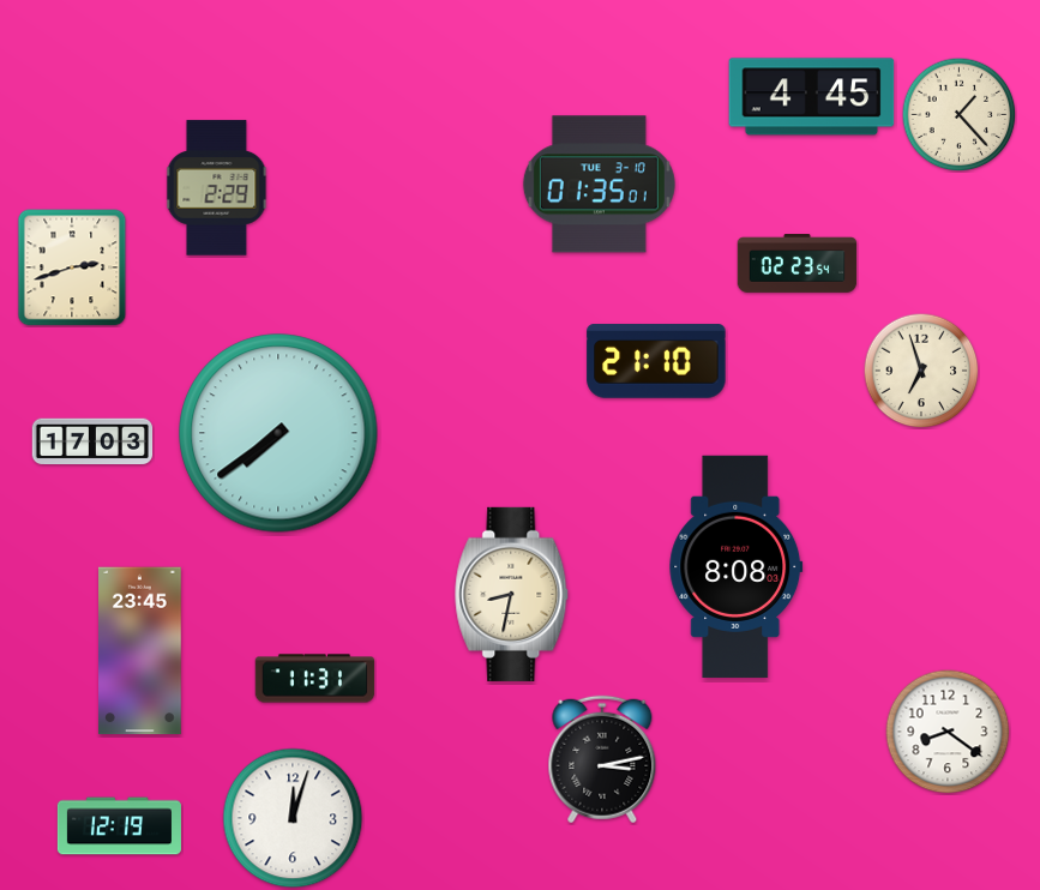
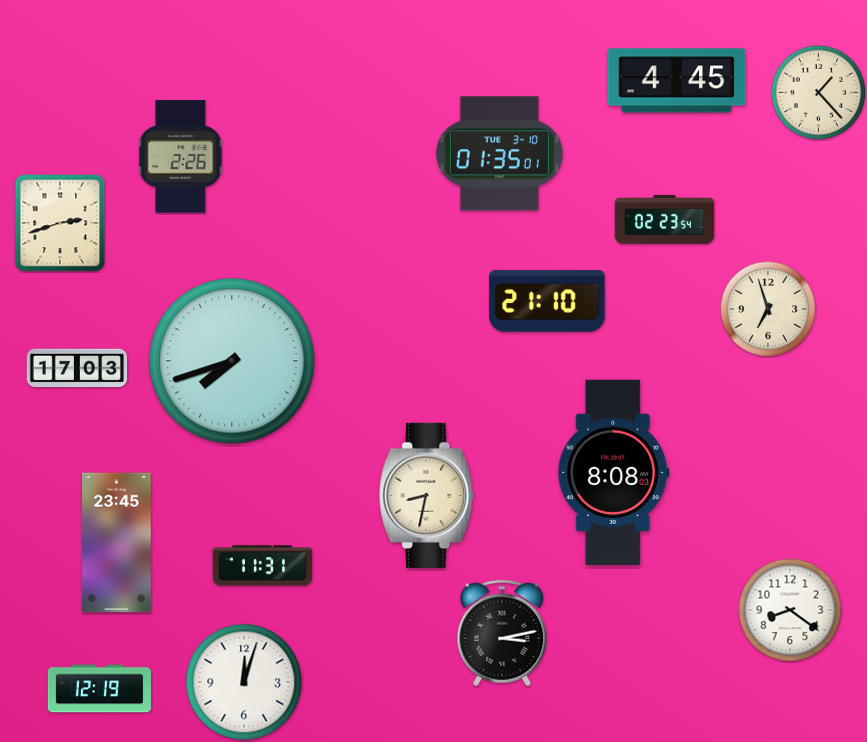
clock at (958, 114) position: (958, 114) -> (818, 92)
clock at (217, 188): 2:29 -> 2:26
clock at (278, 433): 7:39 -> 7:42
